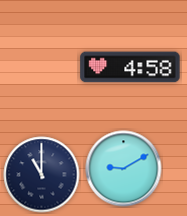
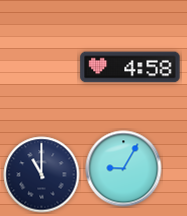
clock at (124, 169): 9:10 -> 9:05
